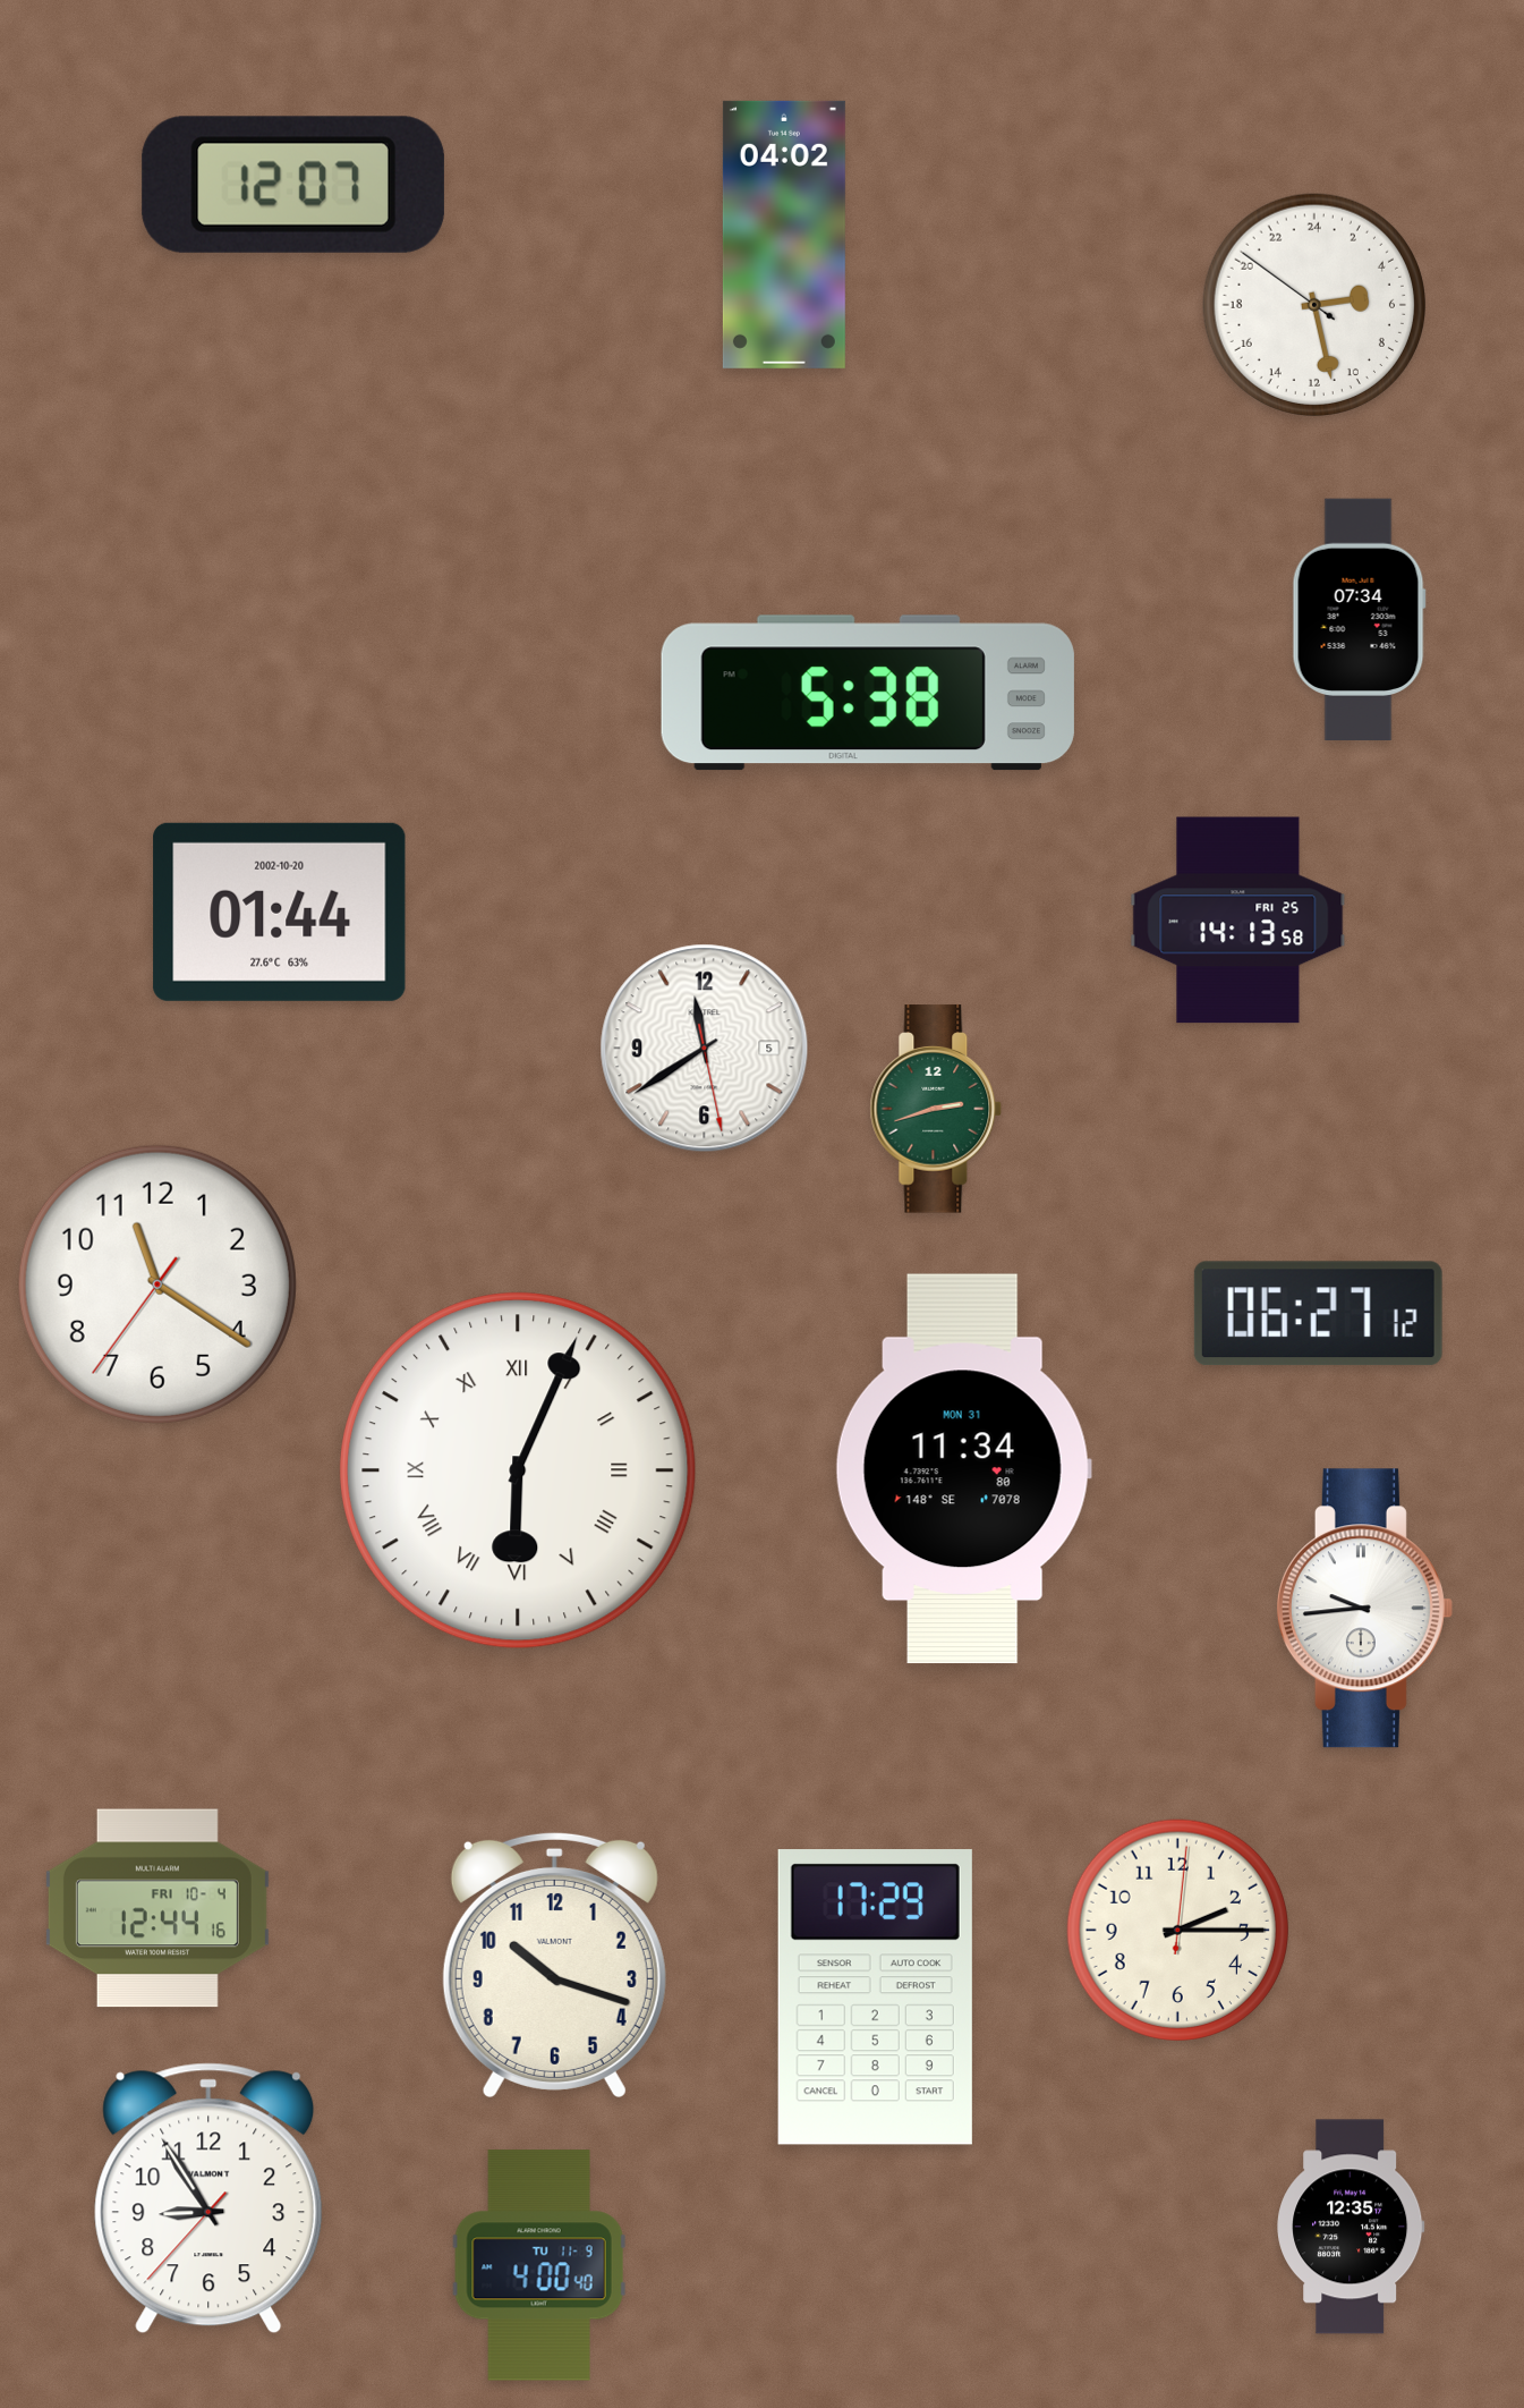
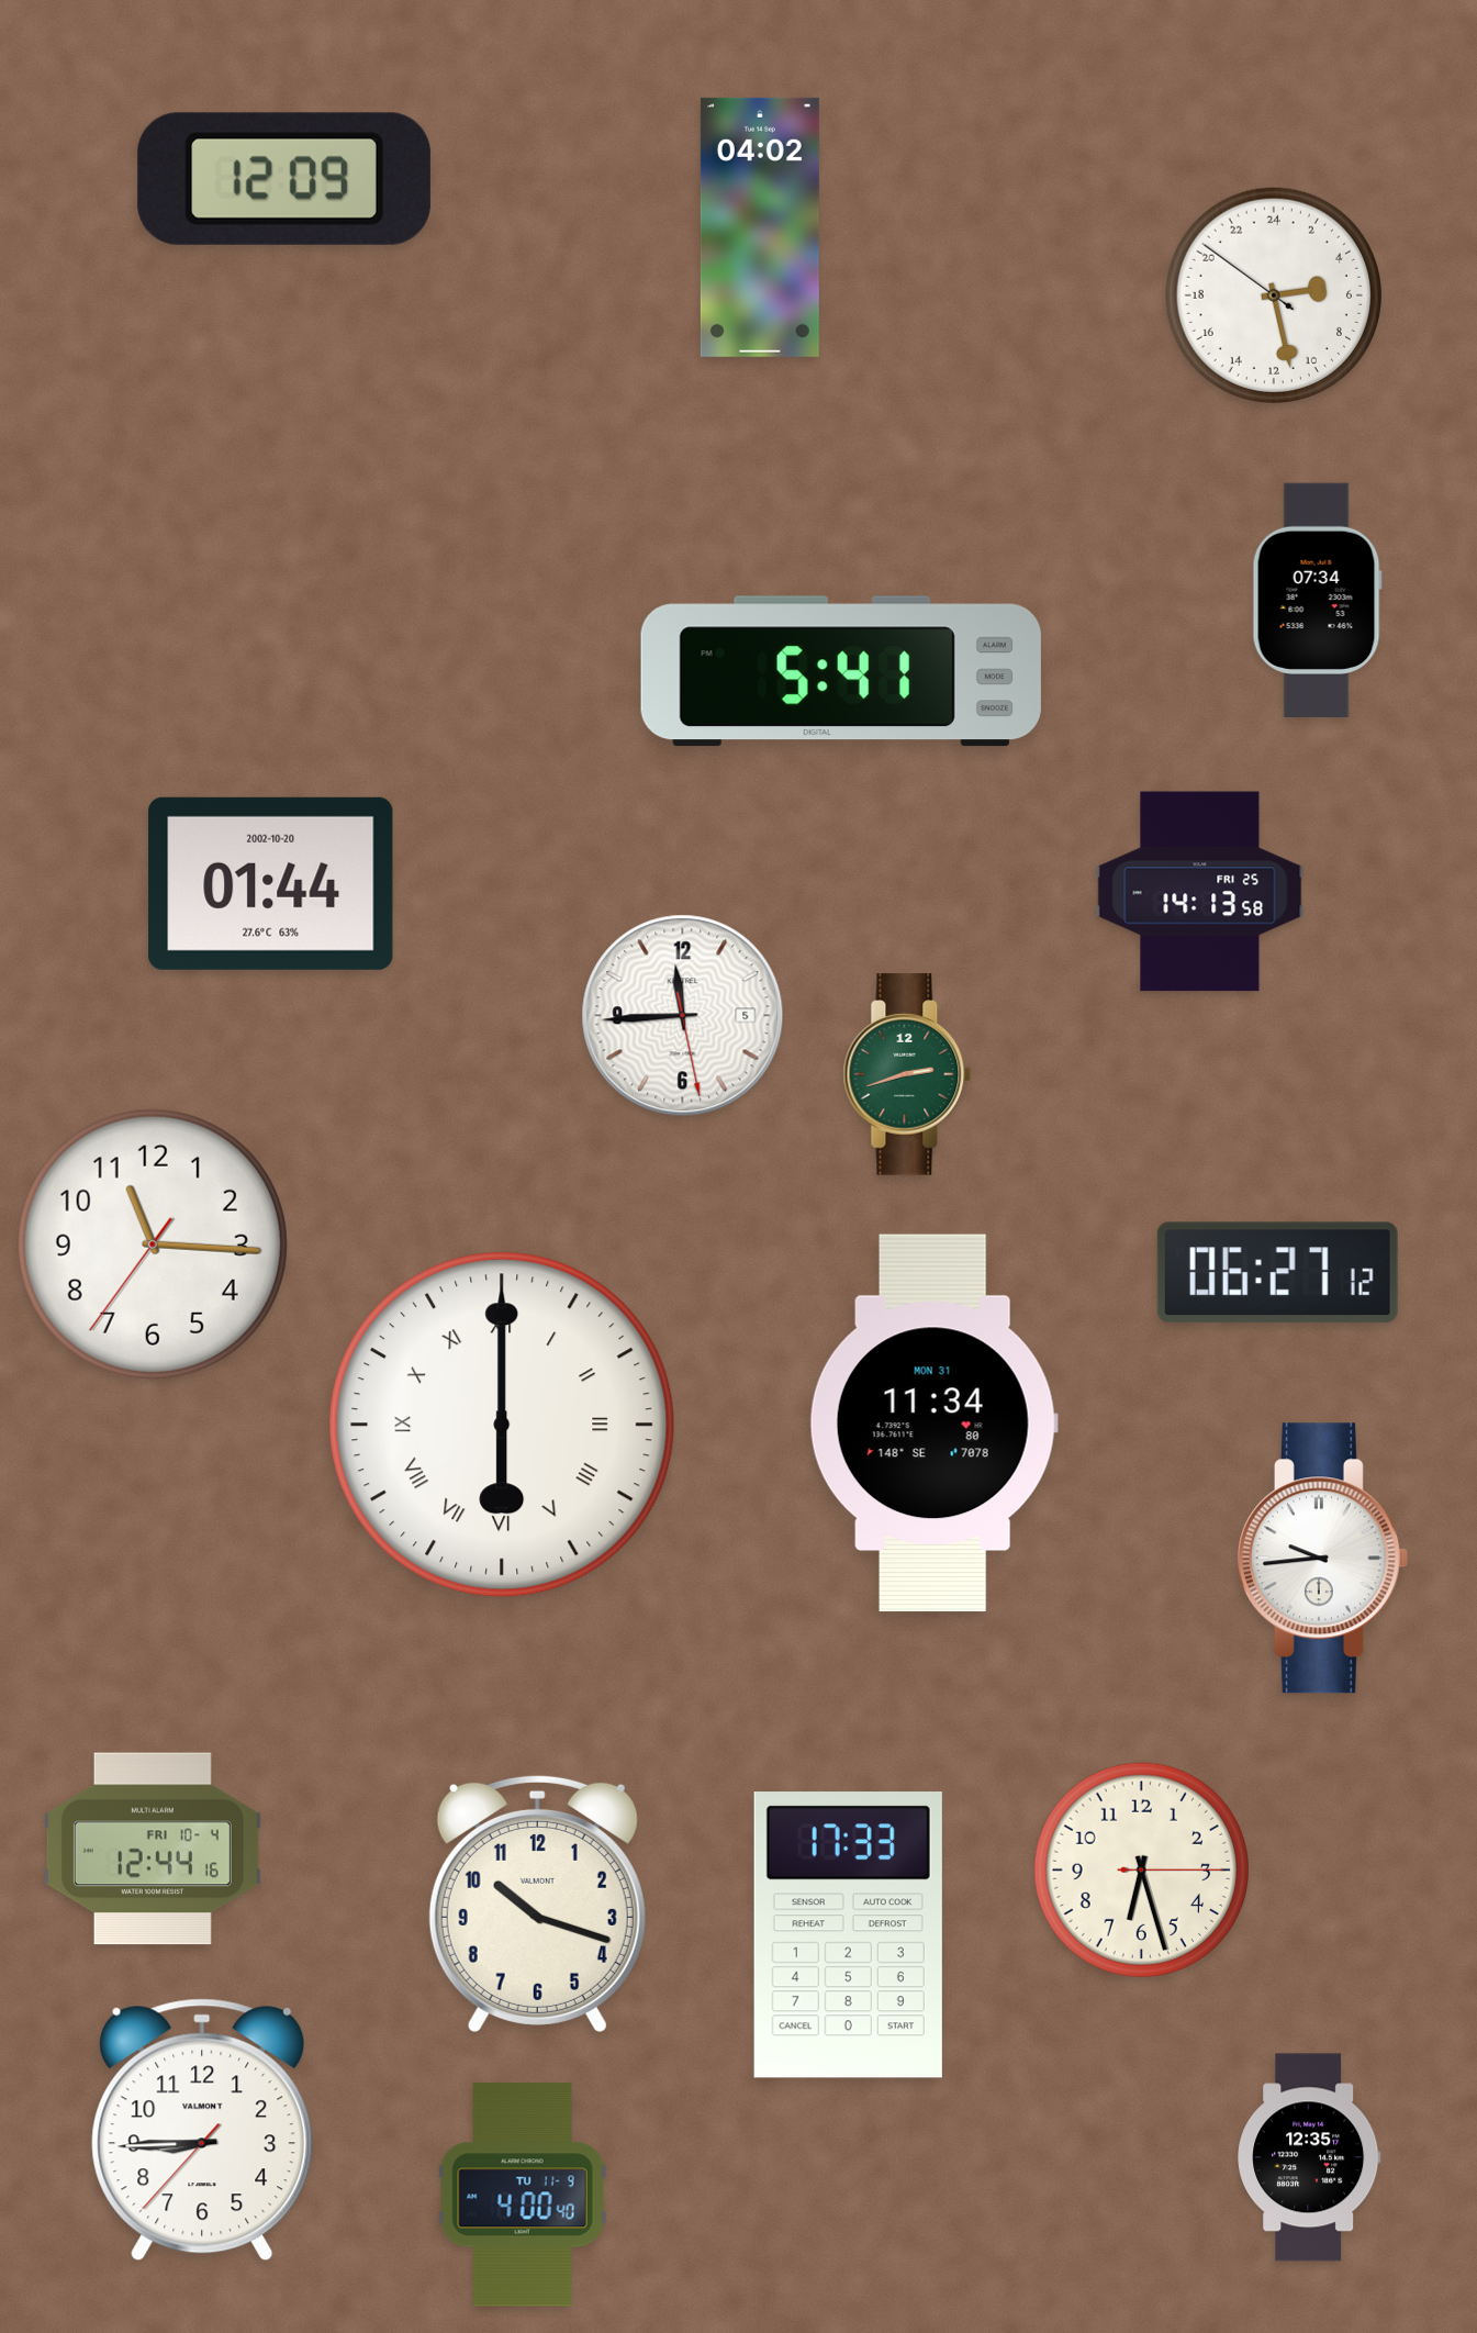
clock at (293, 185): 12:07 -> 12:09
clock at (868, 693): 5:38 -> 5:41
clock at (705, 1049): 11:39 -> 11:44
clock at (157, 1284): 11:20 -> 11:15
clock at (518, 1470): 6:04 -> 6:00
clock at (1177, 1930): 2:15 -> 6:27
clock at (875, 1998): 17:29 -> 17:33
clock at (208, 2198): 8:54 -> 8:44
